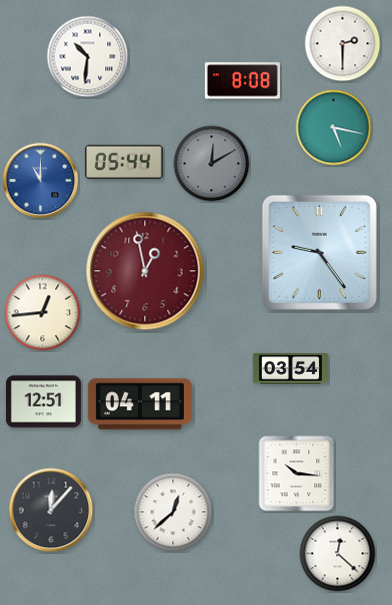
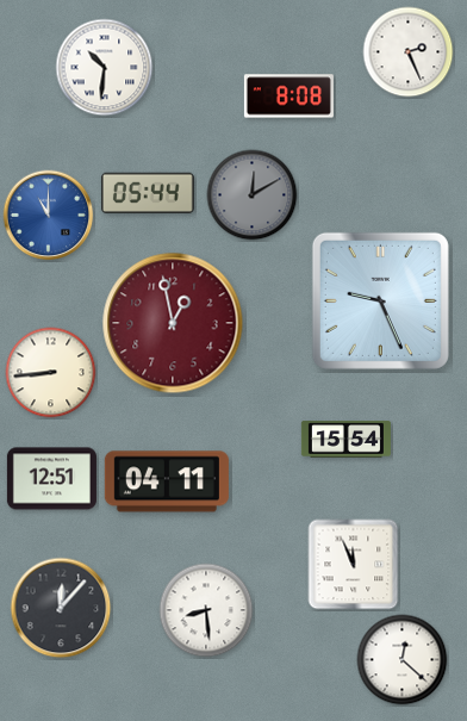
clock at (343, 44): 2:30 -> 2:26
clock at (334, 128): 5:17 -> none
clock at (319, 252): 9:24 -> 9:26
clock at (43, 313): 12:44 -> 8:44
clock at (290, 369): 03:54 -> 15:54
clock at (297, 474): 10:16 -> 11:56
clock at (173, 512): 12:38 -> 8:29
